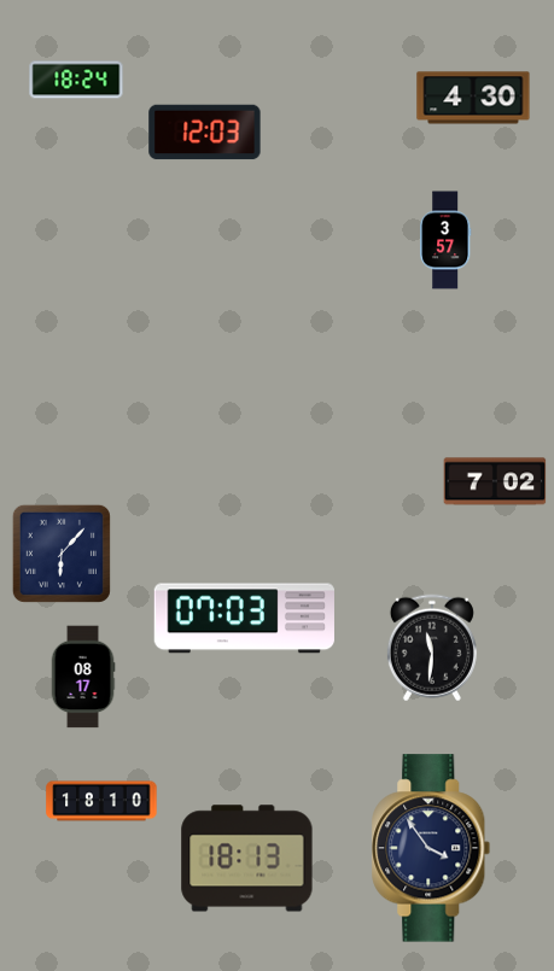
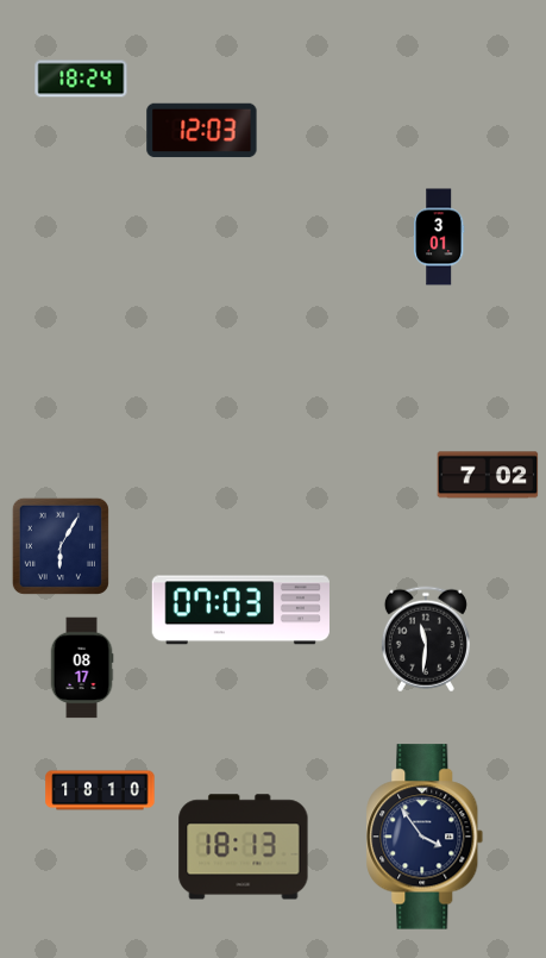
clock at (76, 80) position: (76, 80) -> (81, 79)
clock at (473, 98): 4:30 -> none
clock at (447, 240): 3:57 -> 3:01
clock at (62, 554): 6:07 -> 6:05
